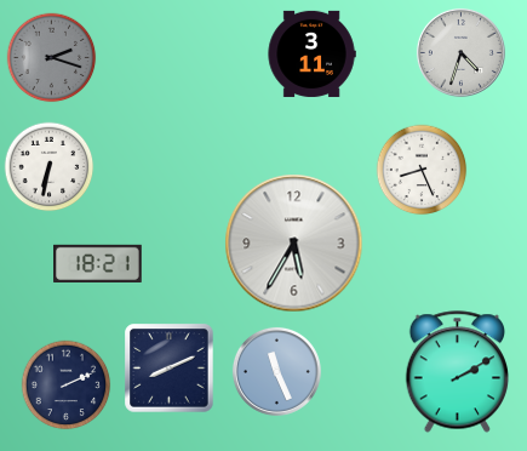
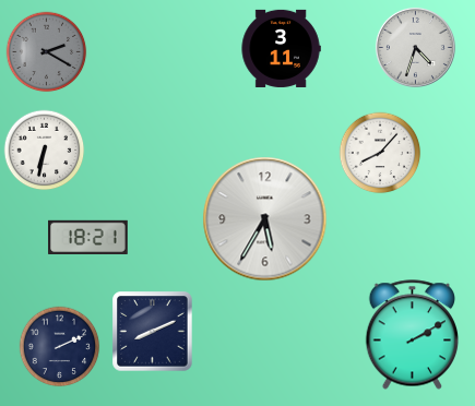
clock at (52, 58): 2:18 -> 2:20
clock at (422, 170): 8:26 -> 8:07
clock at (276, 371): 11:26 -> none
